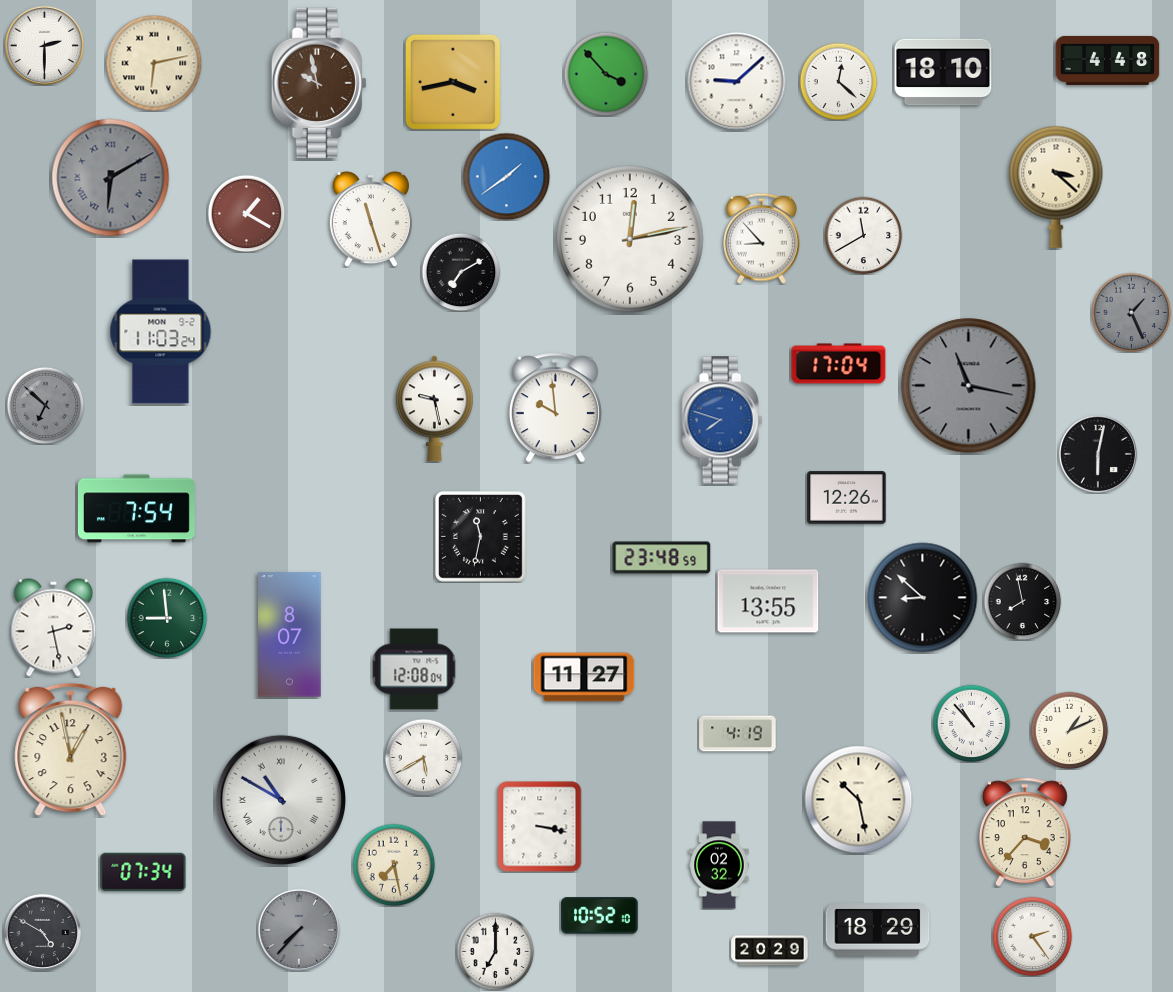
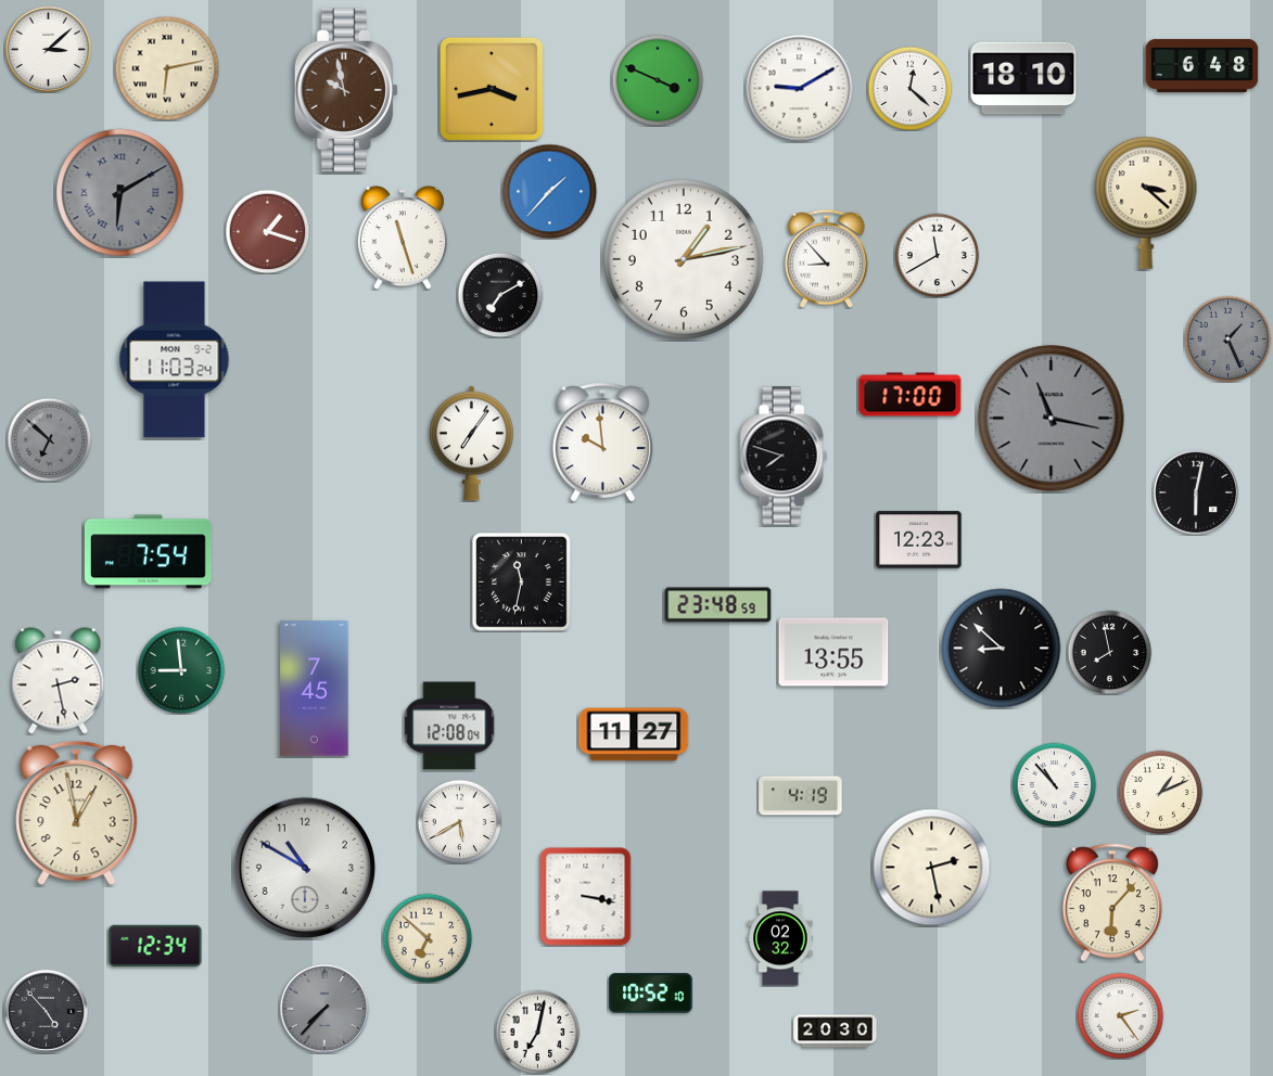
clock at (44, 45): 2:30 -> 3:08
clock at (1108, 60): 4:48 -> 6:48
clock at (606, 74): 3:53 -> 3:49
clock at (737, 82): 9:08 -> 9:10
clock at (506, 176): 1:39 -> 1:37
clock at (246, 213): 1:20 -> 1:18
clock at (631, 240): 12:13 -> 1:13
clock at (839, 364): 17:04 -> 17:00
clock at (435, 409): 9:28 -> 7:06
clock at (722, 420) dial: blue -> black
clock at (1097, 453) position: (1097, 453) -> (1195, 491)
clock at (847, 498): 12:26 -> 12:23
clock at (290, 635): 8:07 -> 7:45
clock at (280, 799) numerals: Roman -> Arabic
clock at (859, 800): 10:28 -> 2:28
clock at (1025, 832): 3:37 -> 6:07
clock at (394, 865): 7:28 -> 6:52
clock at (143, 872): 07:34 -> 12:34
clock at (878, 930): 18:29 -> none
clock at (42, 932): 4:50 -> 4:53
clock at (495, 951): 7:00 -> 7:02
clock at (770, 951): 20:29 -> 20:30
